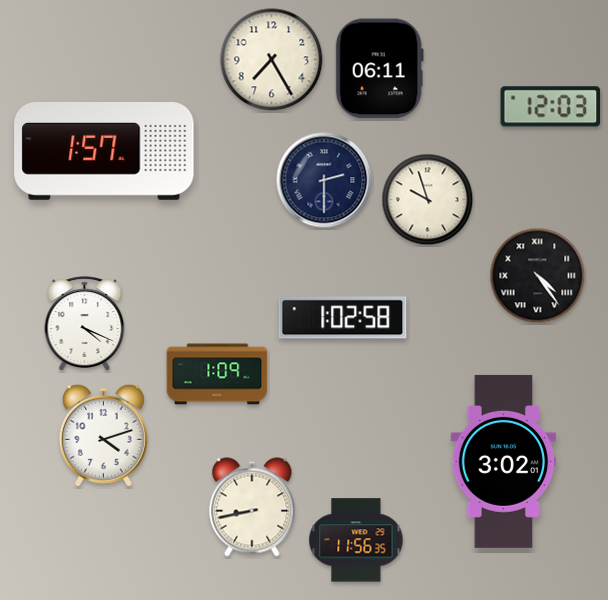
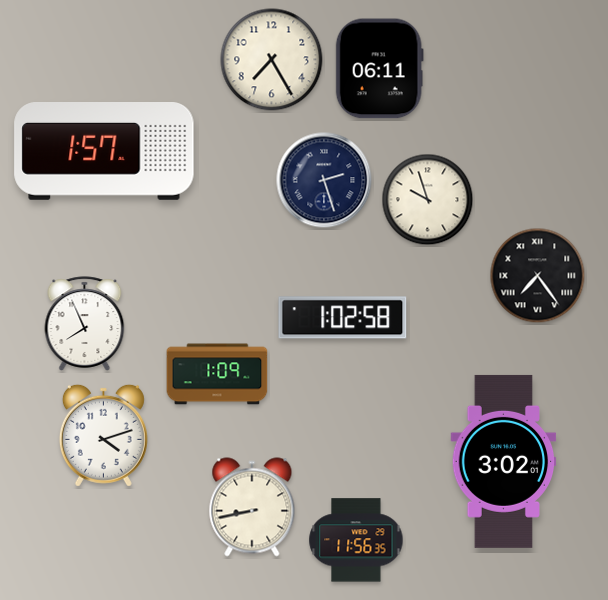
clock at (551, 107): 12:03 -> none
clock at (324, 180): 2:30 -> 2:27
clock at (538, 276): 4:24 -> 7:24
clock at (85, 324): 4:19 -> 7:56
